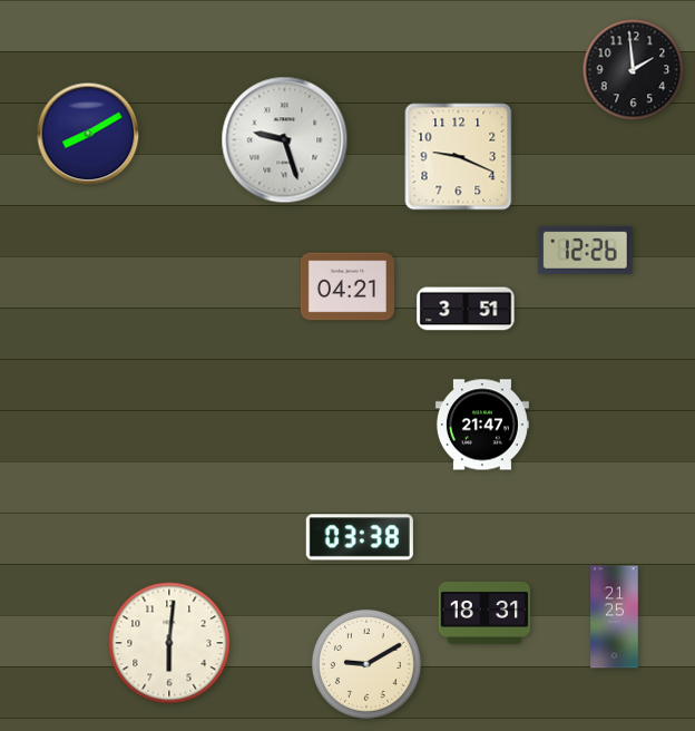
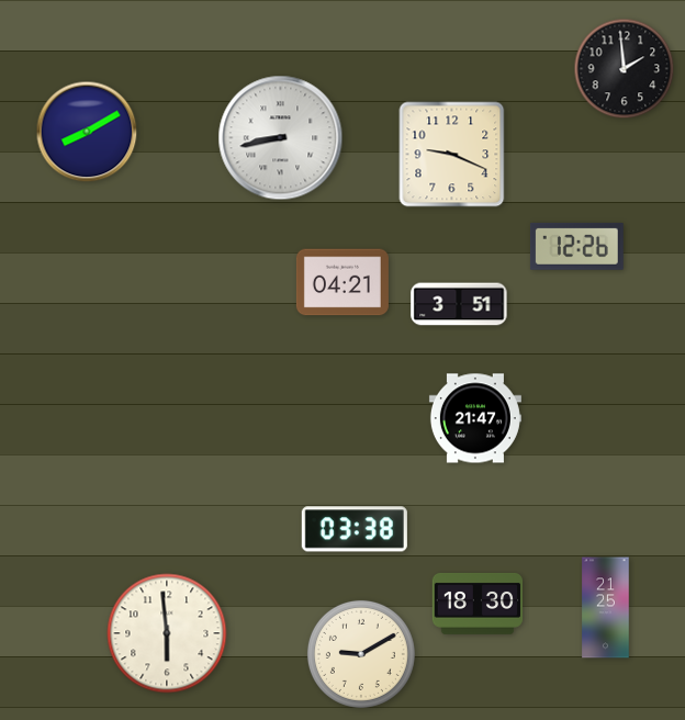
clock at (285, 140): 9:27 -> 8:43
clock at (484, 613): 18:31 -> 18:30
clock at (169, 643): 6:01 -> 5:59
